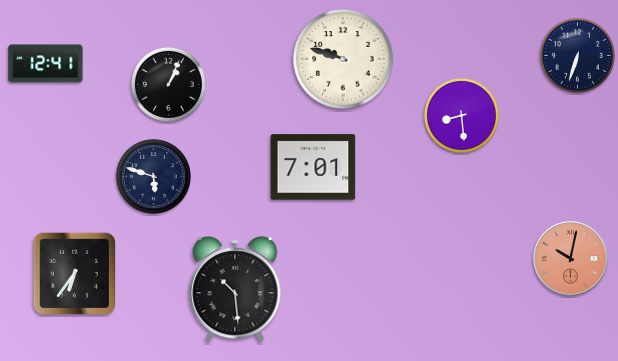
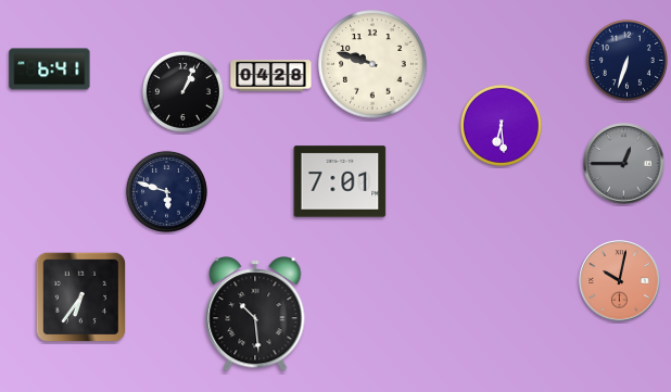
clock at (46, 64): 12:41 -> 6:41
clock at (271, 76): none -> 04:28
clock at (461, 115): 8:29 -> 6:29
clock at (624, 164): none -> 12:45
